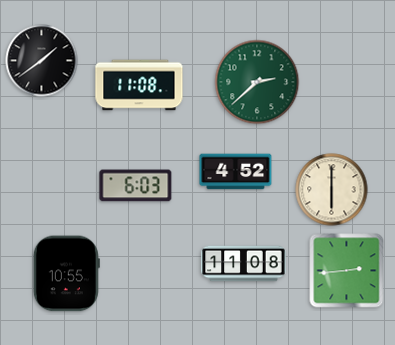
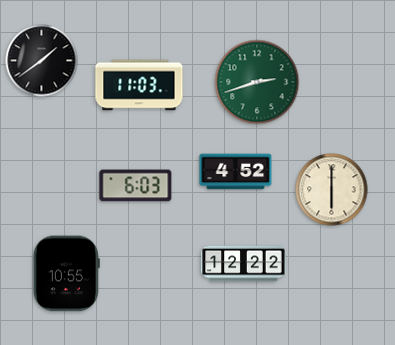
clock at (257, 82): 2:38 -> 2:42
clock at (139, 85): 11:08 -> 11:03
clock at (244, 264): 11:08 -> 12:22
clock at (347, 271): 2:44 -> none
